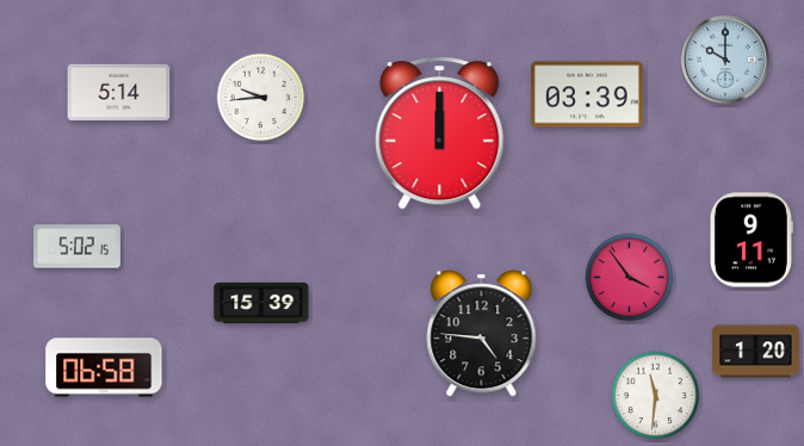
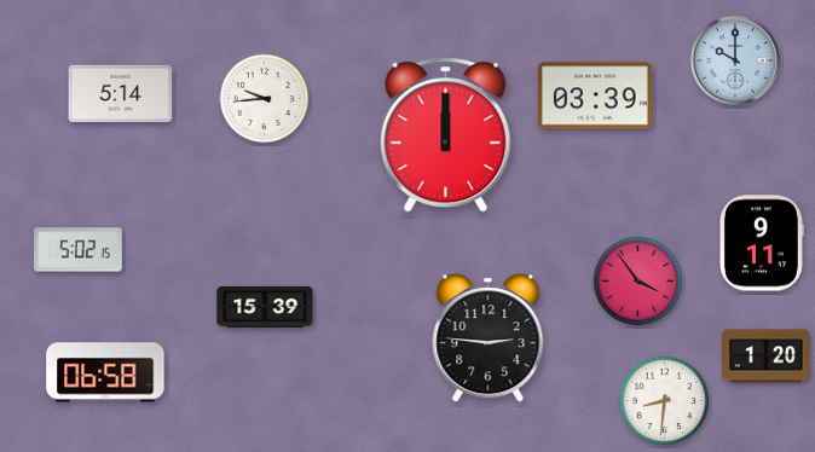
clock at (482, 334): 4:46 -> 2:46
clock at (656, 396): 11:31 -> 8:31
